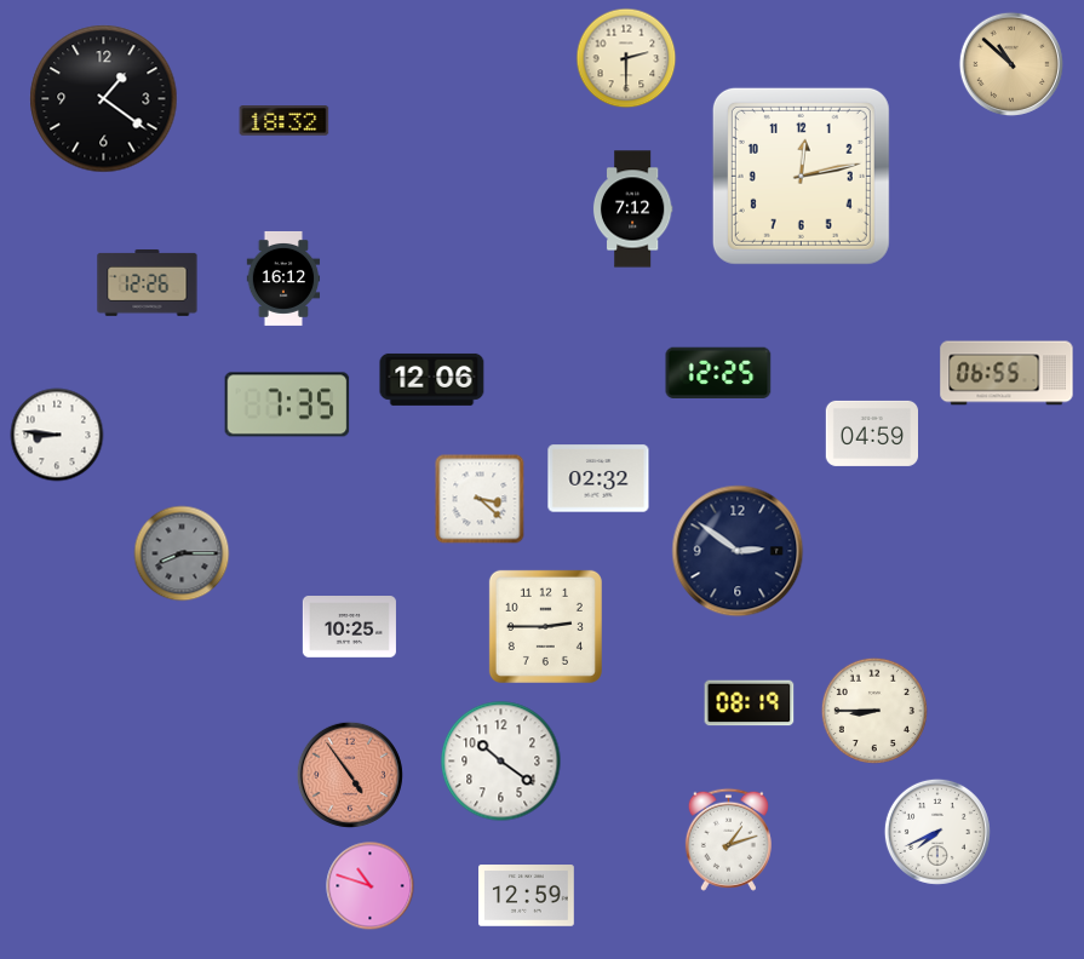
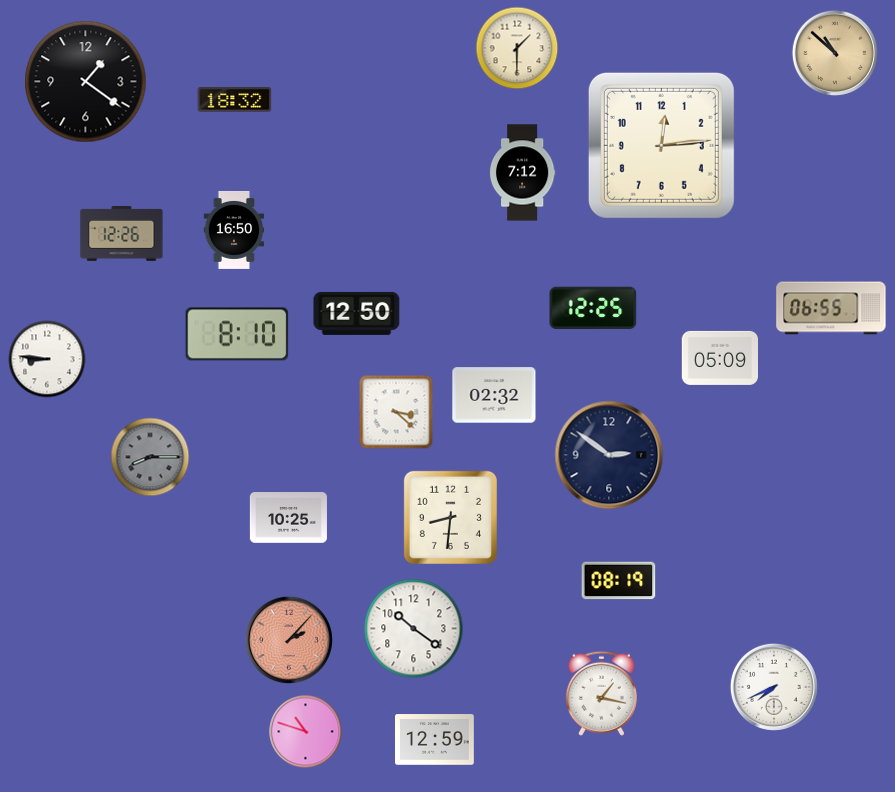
clock at (626, 58): 2:30 -> 1:30
clock at (801, 176): 12:13 -> 12:14
clock at (283, 278): 16:12 -> 16:50
clock at (432, 379): 12:06 -> 12:50
clock at (287, 404): 7:35 -> 8:10
clock at (871, 433): 04:59 -> 05:09
clock at (545, 626): 2:45 -> 8:31
clock at (874, 711): 8:45 -> none
clock at (350, 775): 4:54 -> 2:07
clock at (728, 839): 1:12 -> 1:17
